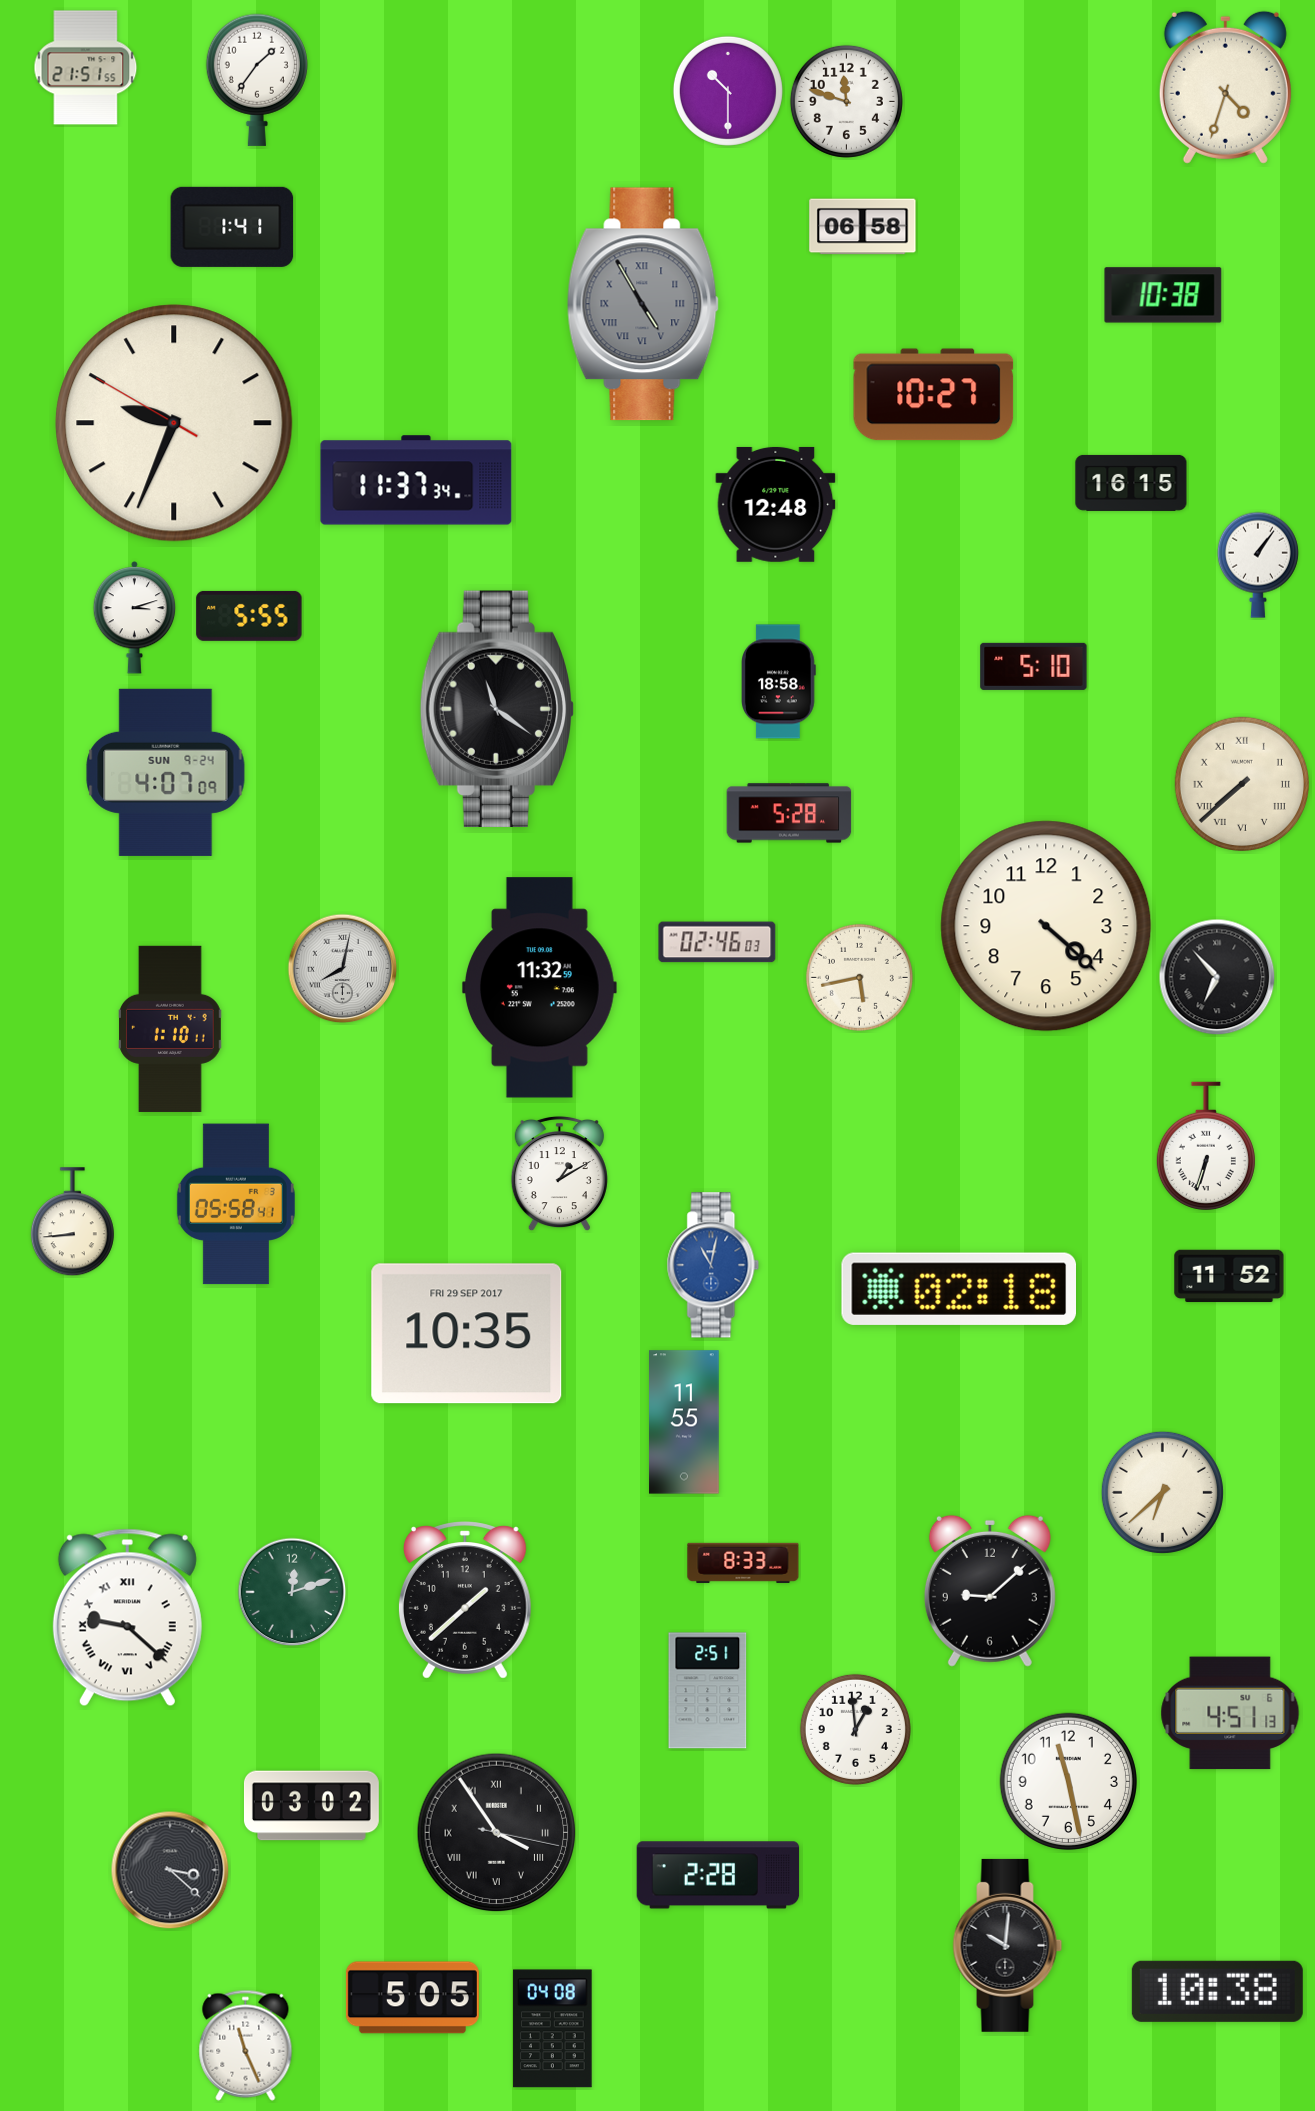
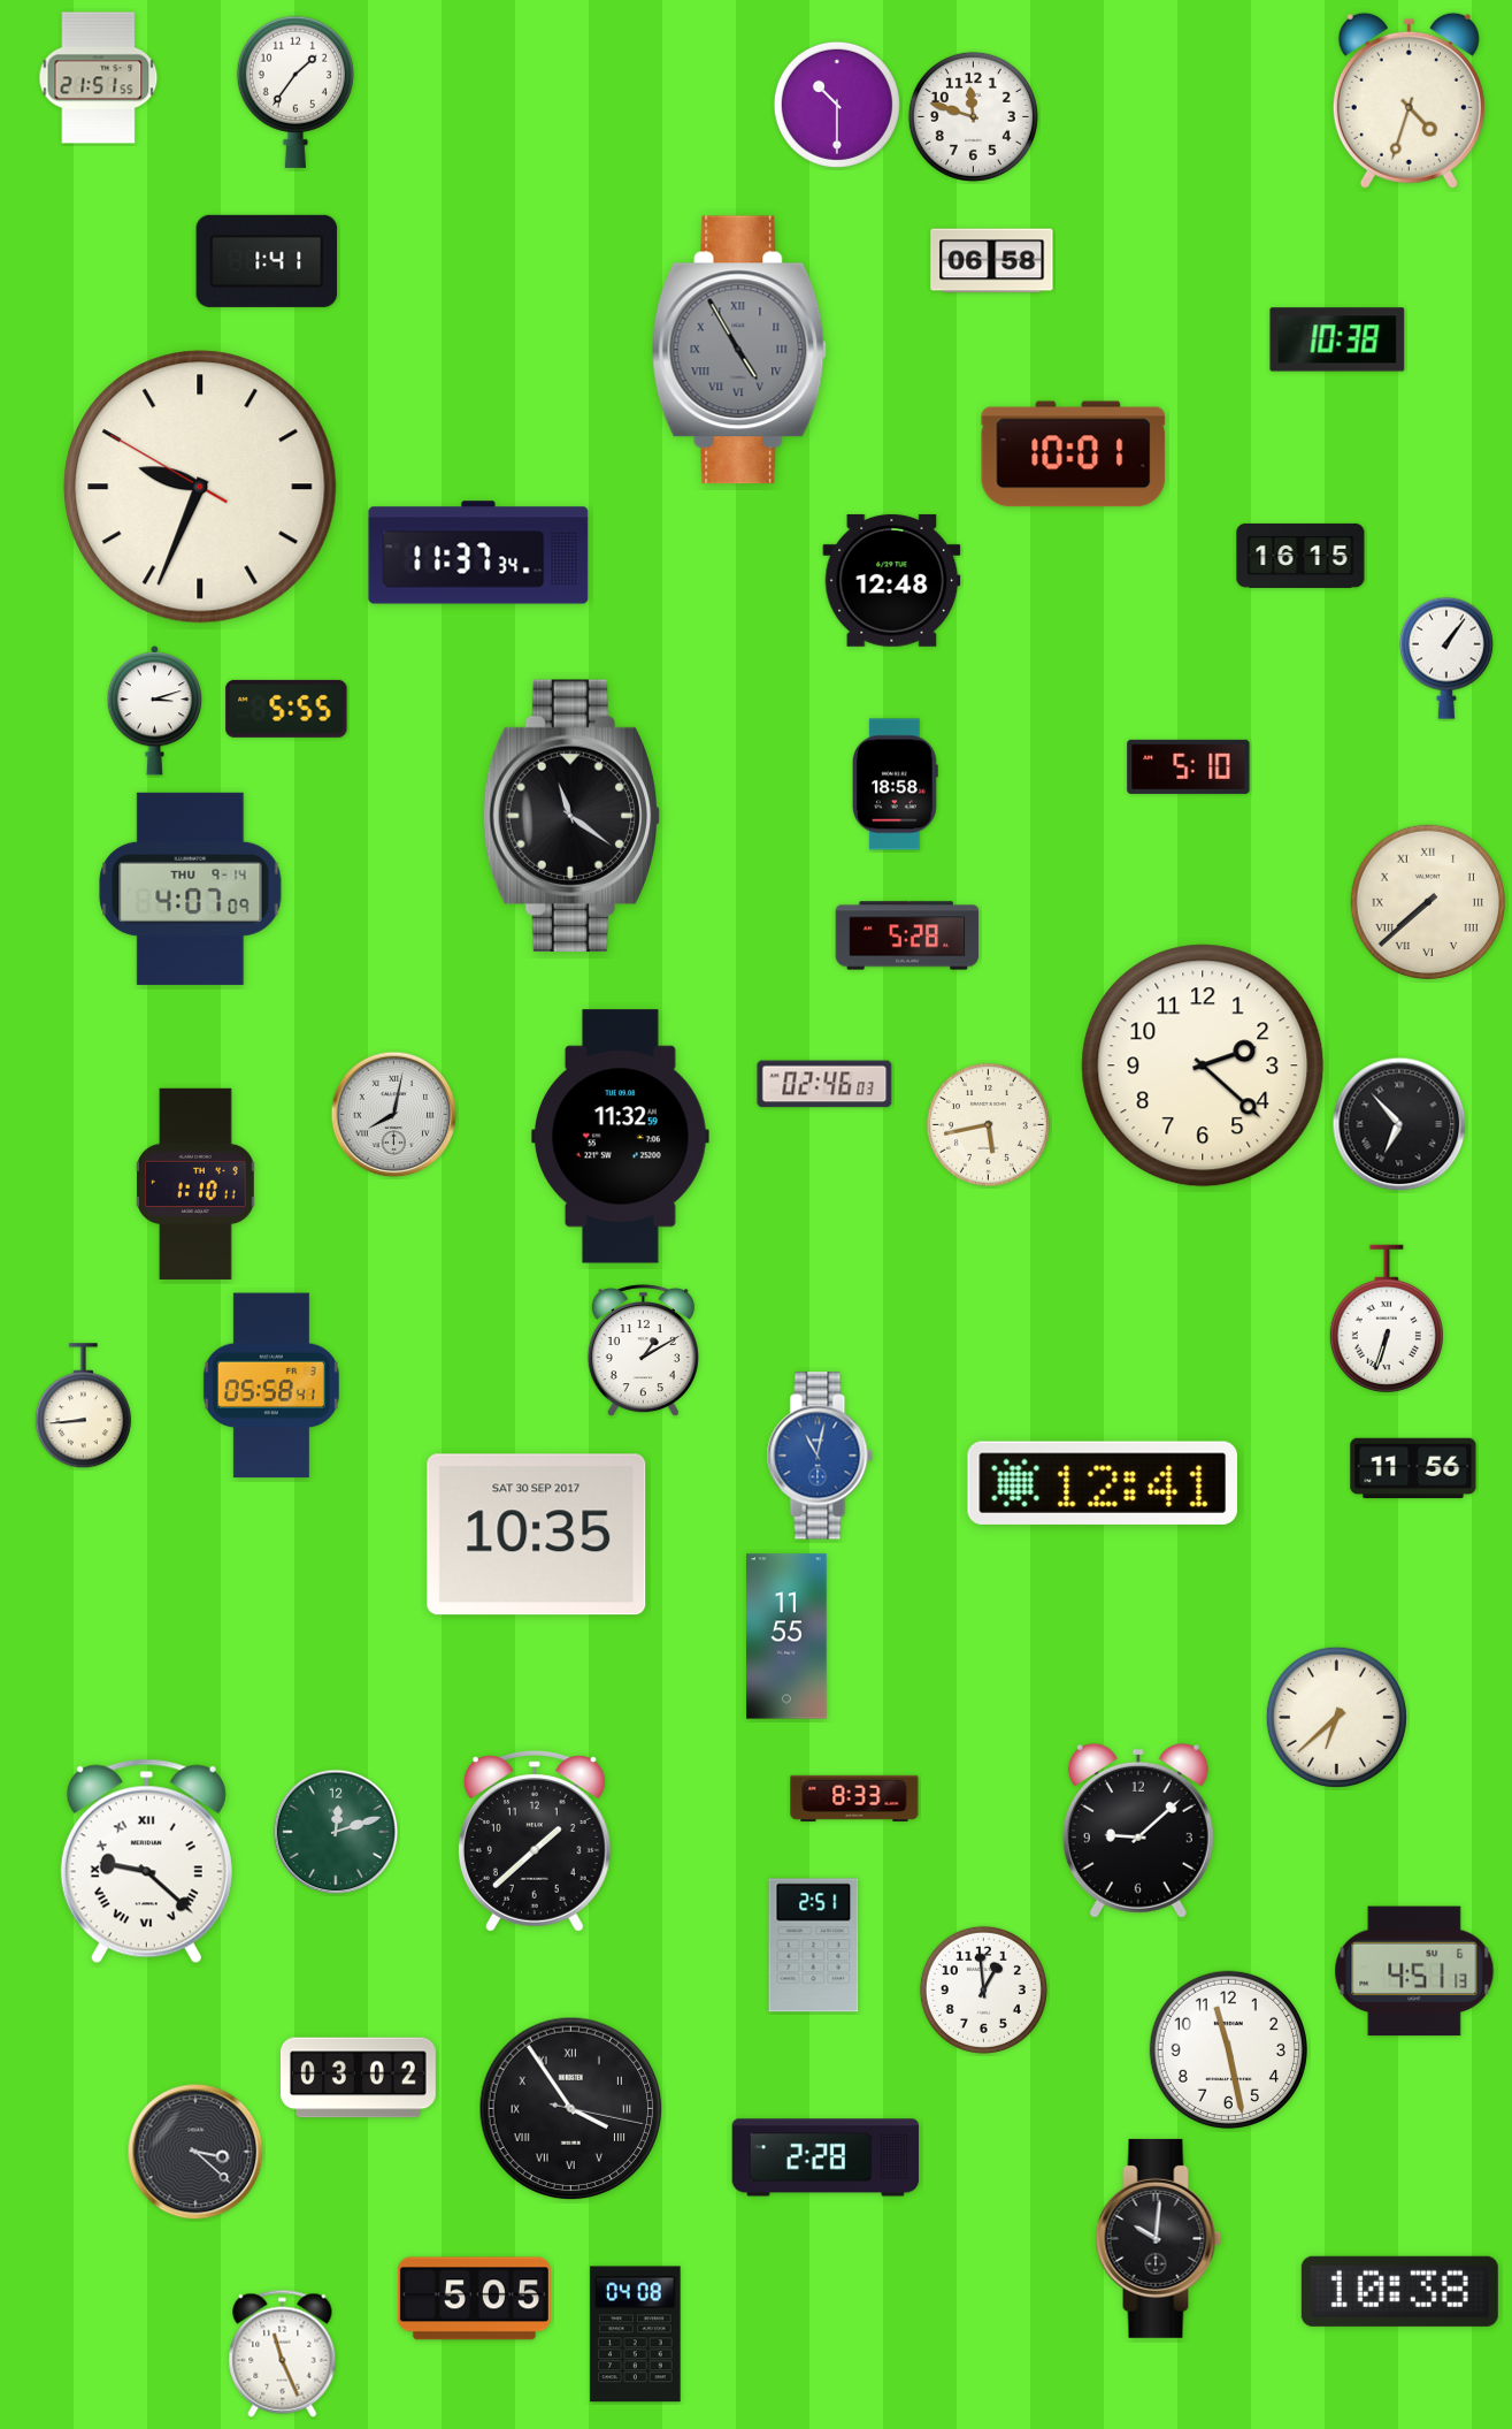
clock at (934, 395): 10:27 -> 10:01
clock at (1258, 565) position: (1258, 565) -> (1446, 658)
clock at (166, 772) date: SUN 9-24 -> THU 9-14
clock at (1046, 926): 4:22 -> 2:22
clock at (1229, 1276): 11:52 -> 11:56
clock at (958, 1289): 02:18 -> 12:41
clock at (467, 1334) date: FRI 29 SEP 2017 -> SAT 30 SEP 2017
